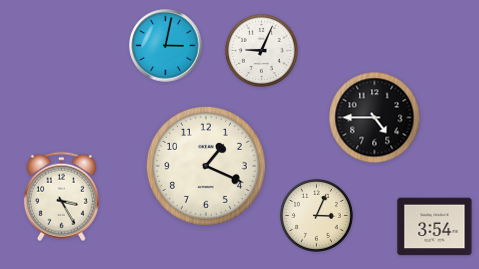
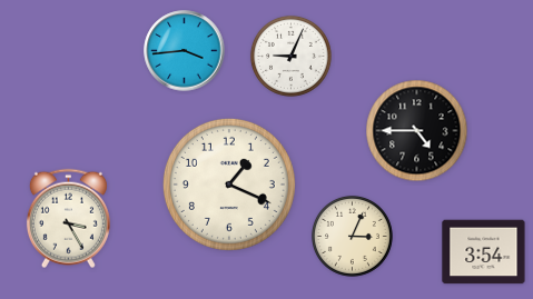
clock at (166, 46): 3:02 -> 3:44
clock at (316, 215) position: (316, 215) -> (352, 236)
